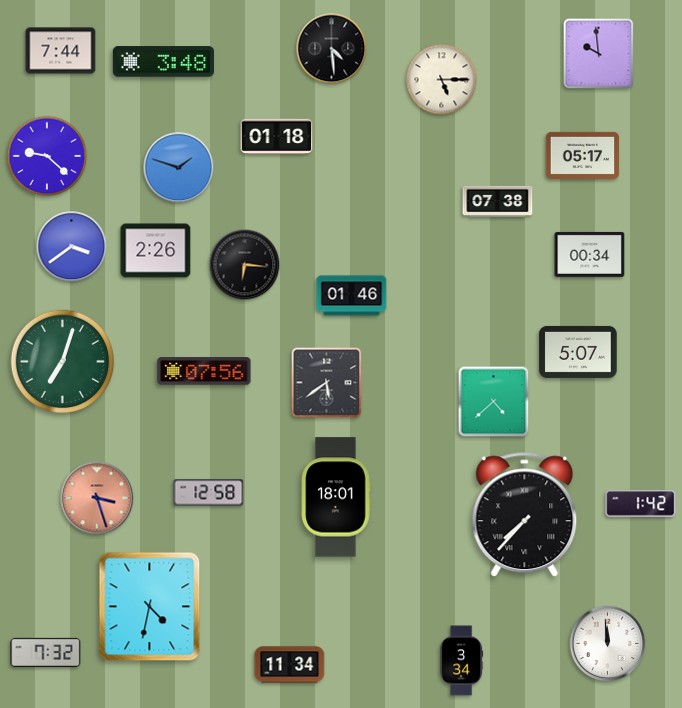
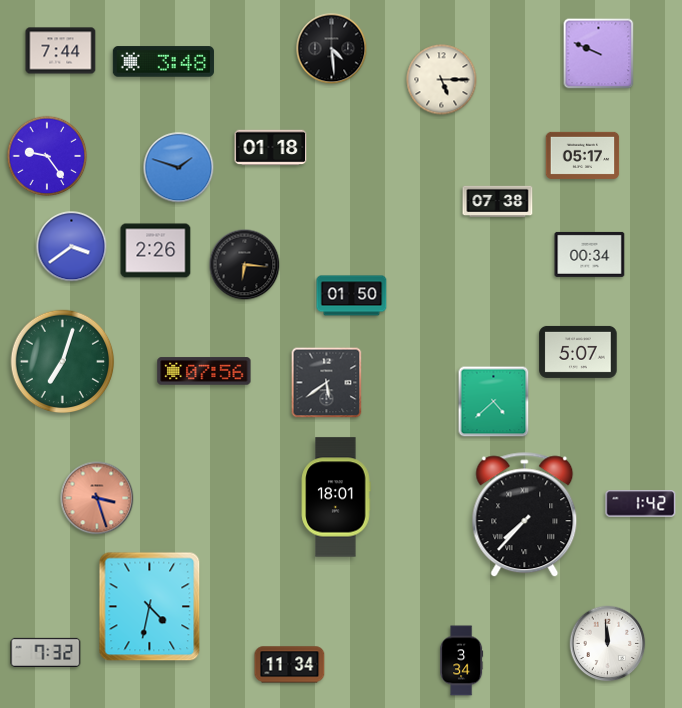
clock at (599, 54): 9:59 -> 9:49
clock at (277, 137) position: (277, 137) -> (271, 148)
clock at (47, 156): 9:22 -> 9:24
clock at (352, 296): 01:46 -> 01:50
clock at (209, 493): 12:58 -> none
